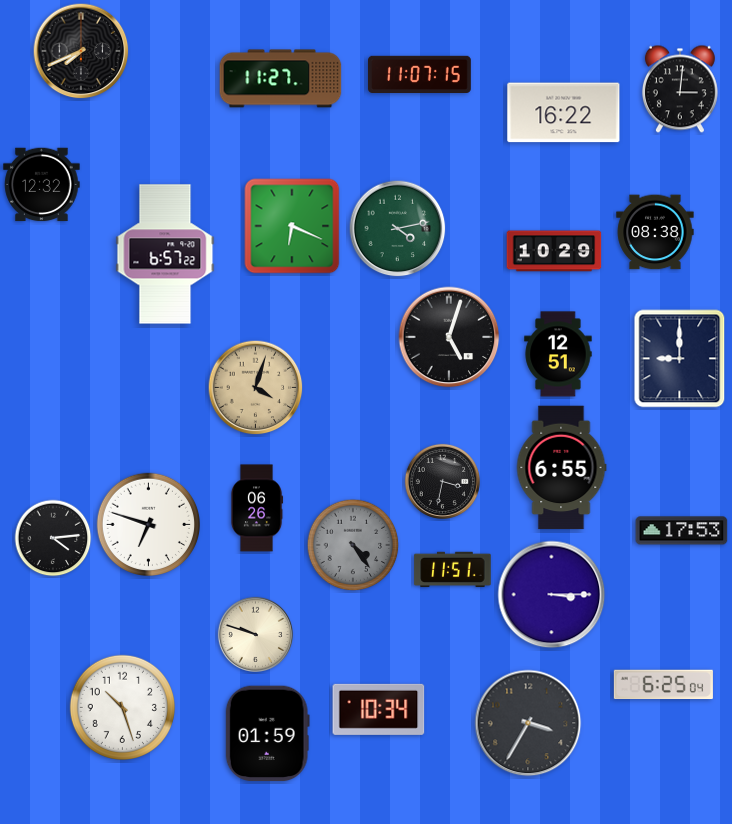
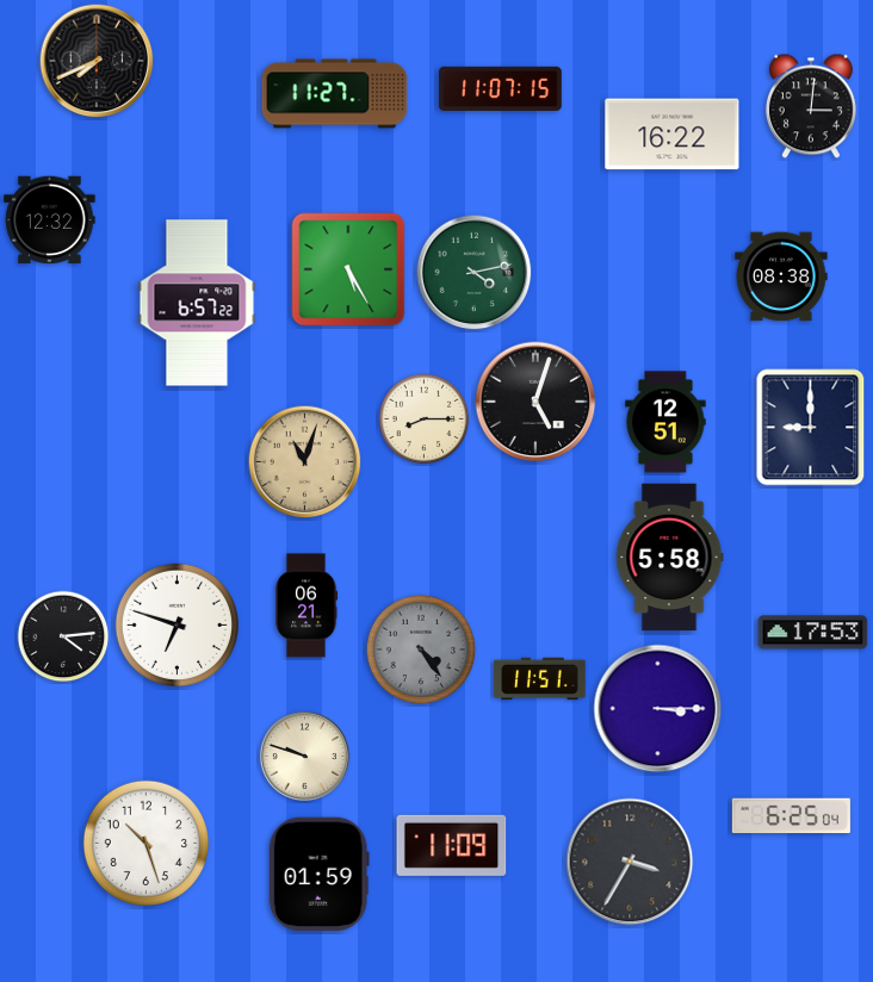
clock at (292, 226): 6:19 -> 5:25
clock at (554, 251): 10:29 -> none
clock at (425, 419): none -> 8:15
clock at (256, 388): 4:03 -> 11:03
clock at (561, 468): 6:55 -> 5:58
clock at (442, 481): 3:32 -> none
clock at (257, 508): 06:26 -> 06:21
clock at (53, 538) position: (53, 538) -> (63, 636)
clock at (379, 709): 10:34 -> 11:09
